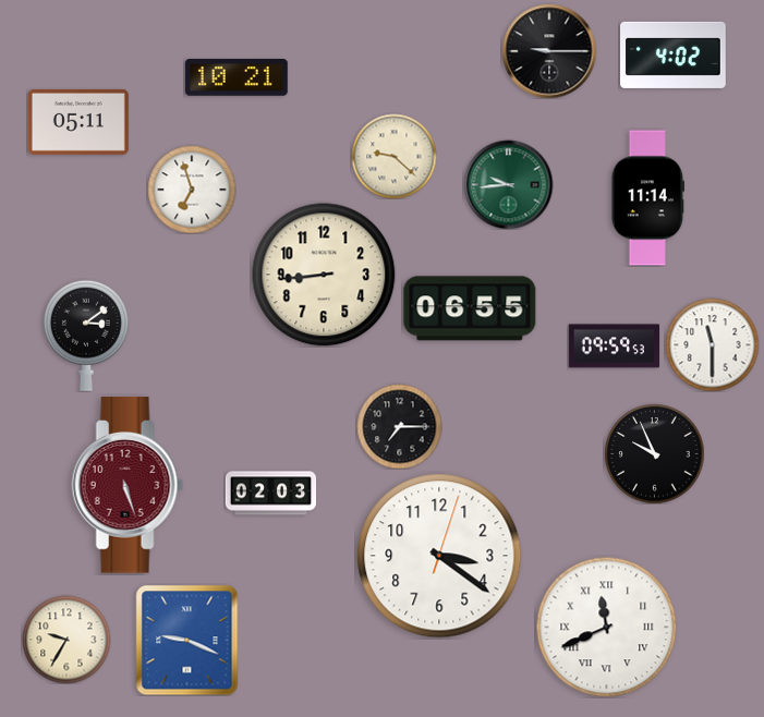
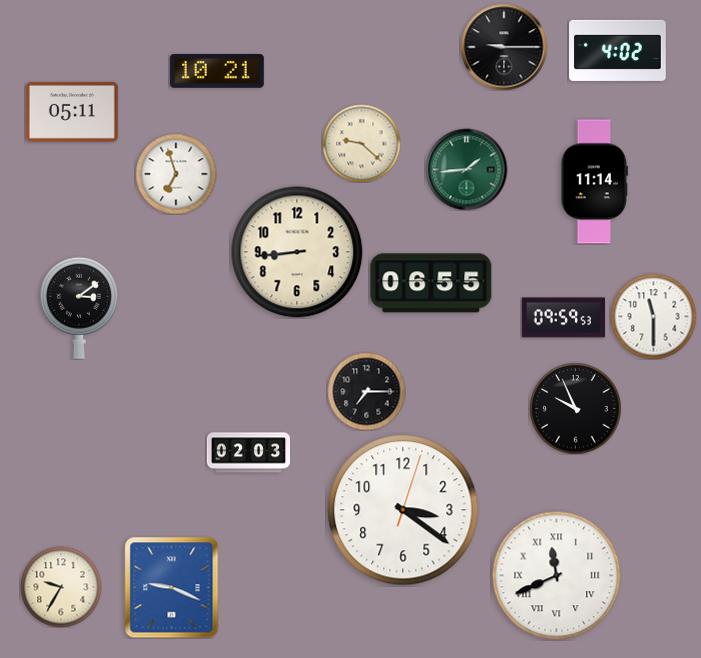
clock at (508, 184): 9:44 -> 1:44
clock at (654, 453) position: (654, 453) -> (575, 408)
clock at (128, 485): 5:27 -> none
